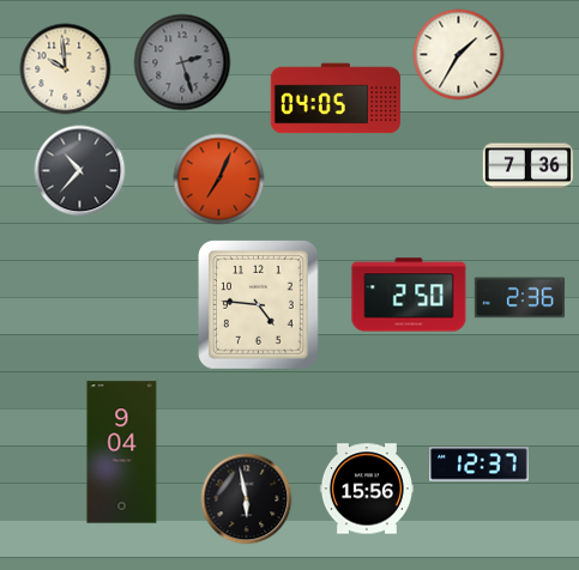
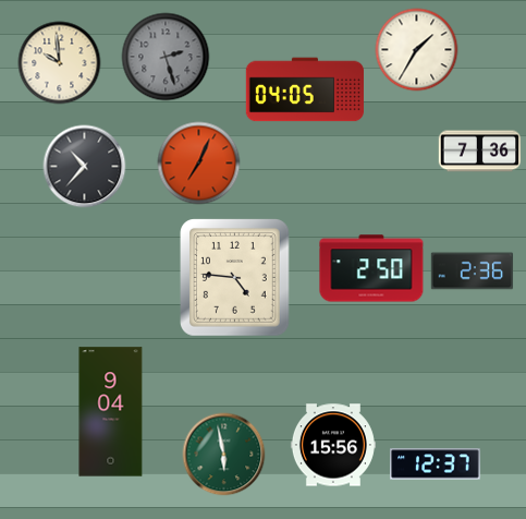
clock at (80, 171) position: (80, 171) -> (85, 167)
clock at (480, 465) position: (480, 465) -> (436, 464)
clock at (247, 499) dial: black -> green
